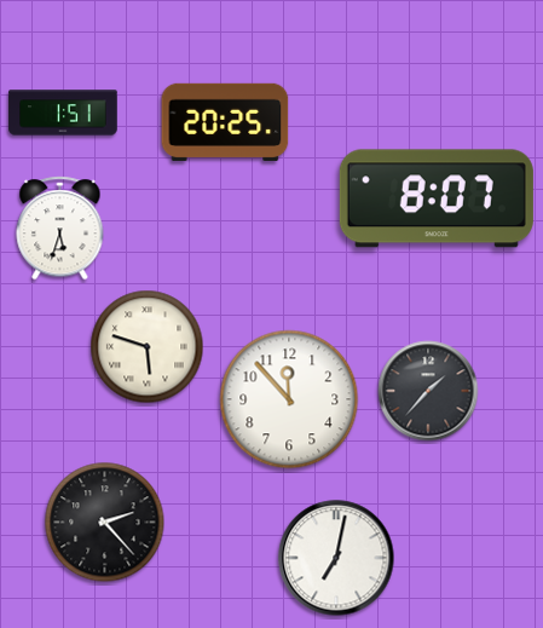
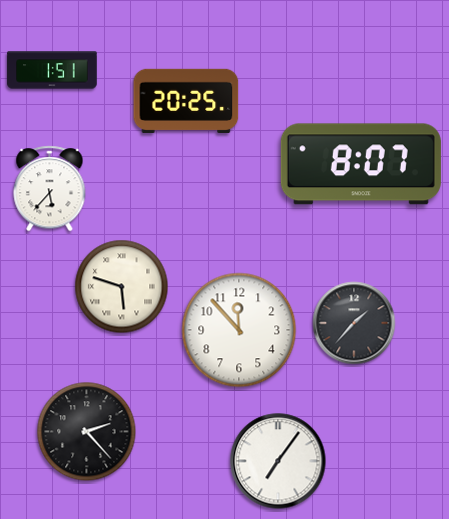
clock at (63, 113) position: (63, 113) -> (52, 70)
clock at (60, 229): 5:33 -> 5:37
clock at (336, 558): 7:02 -> 7:06
